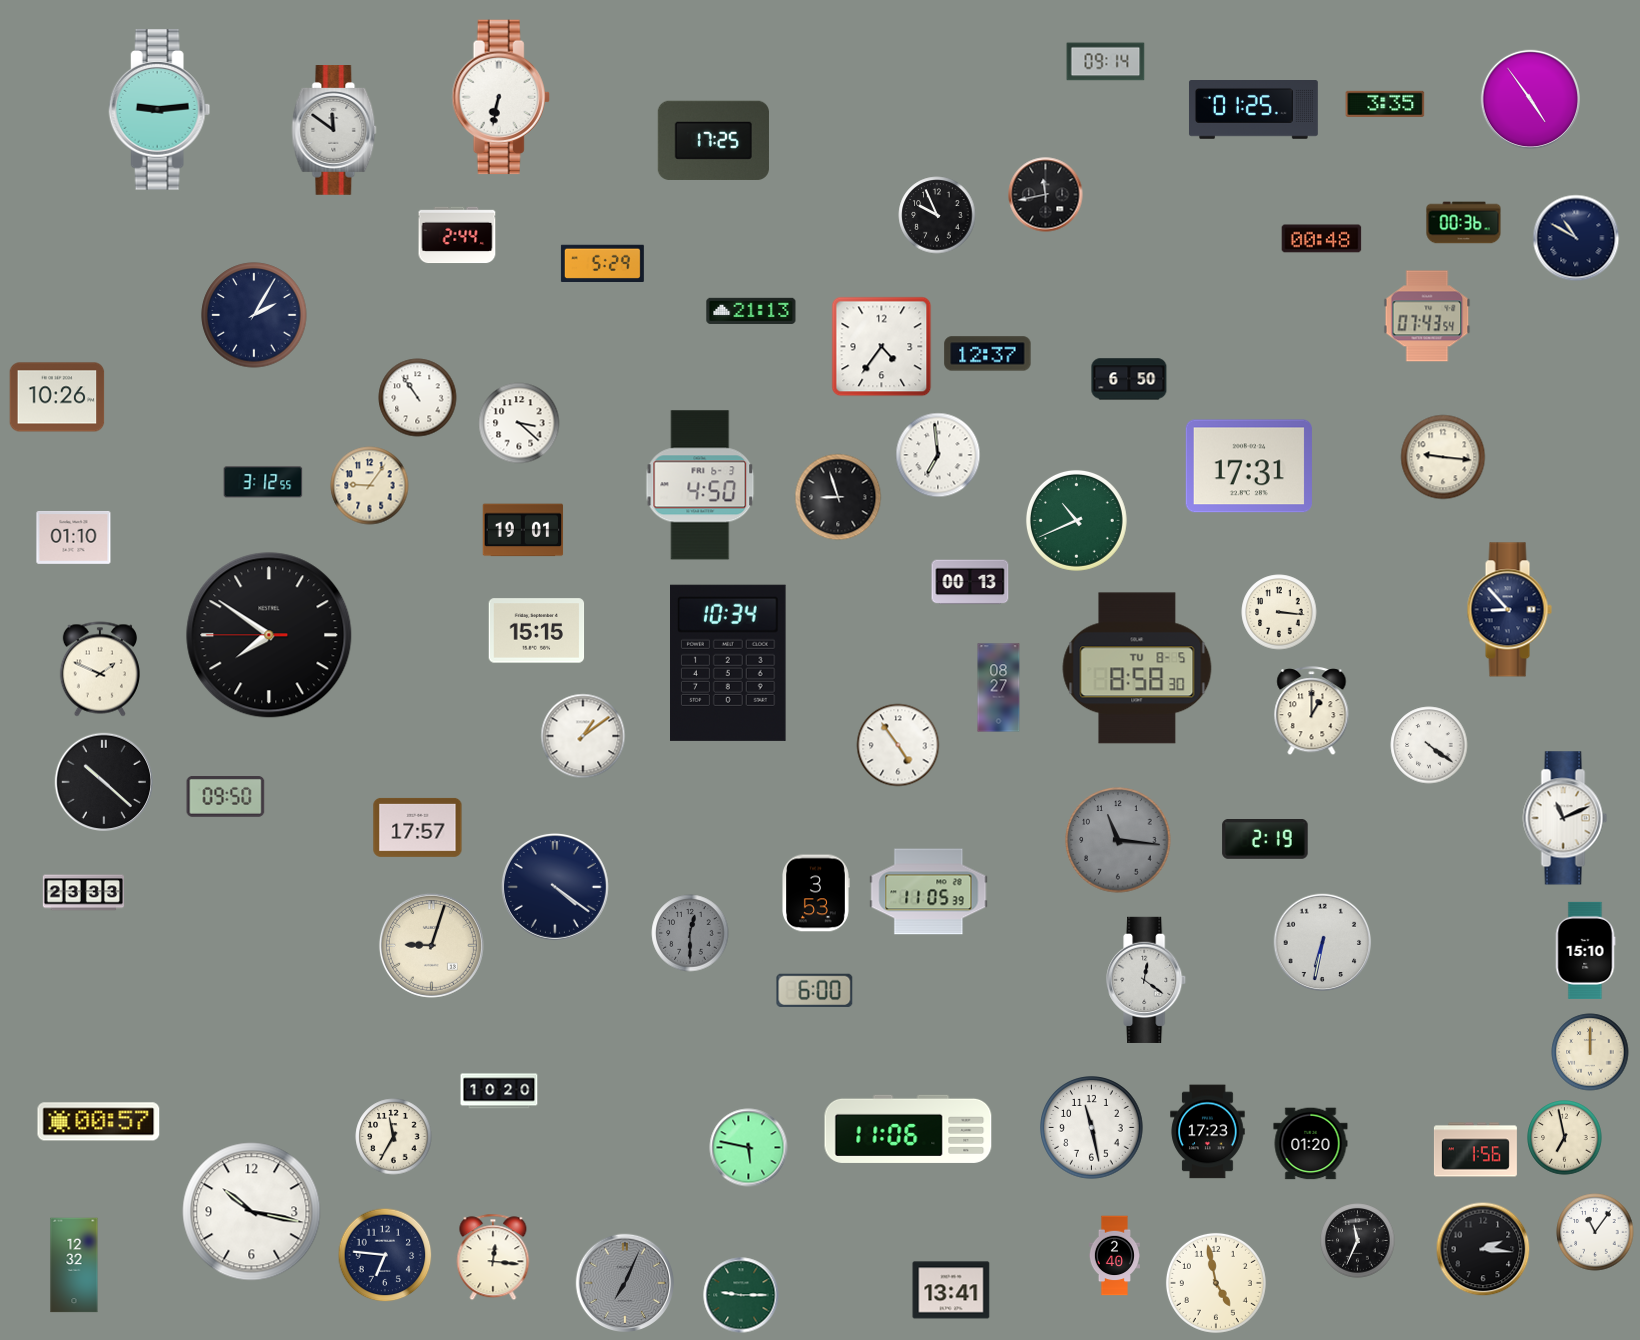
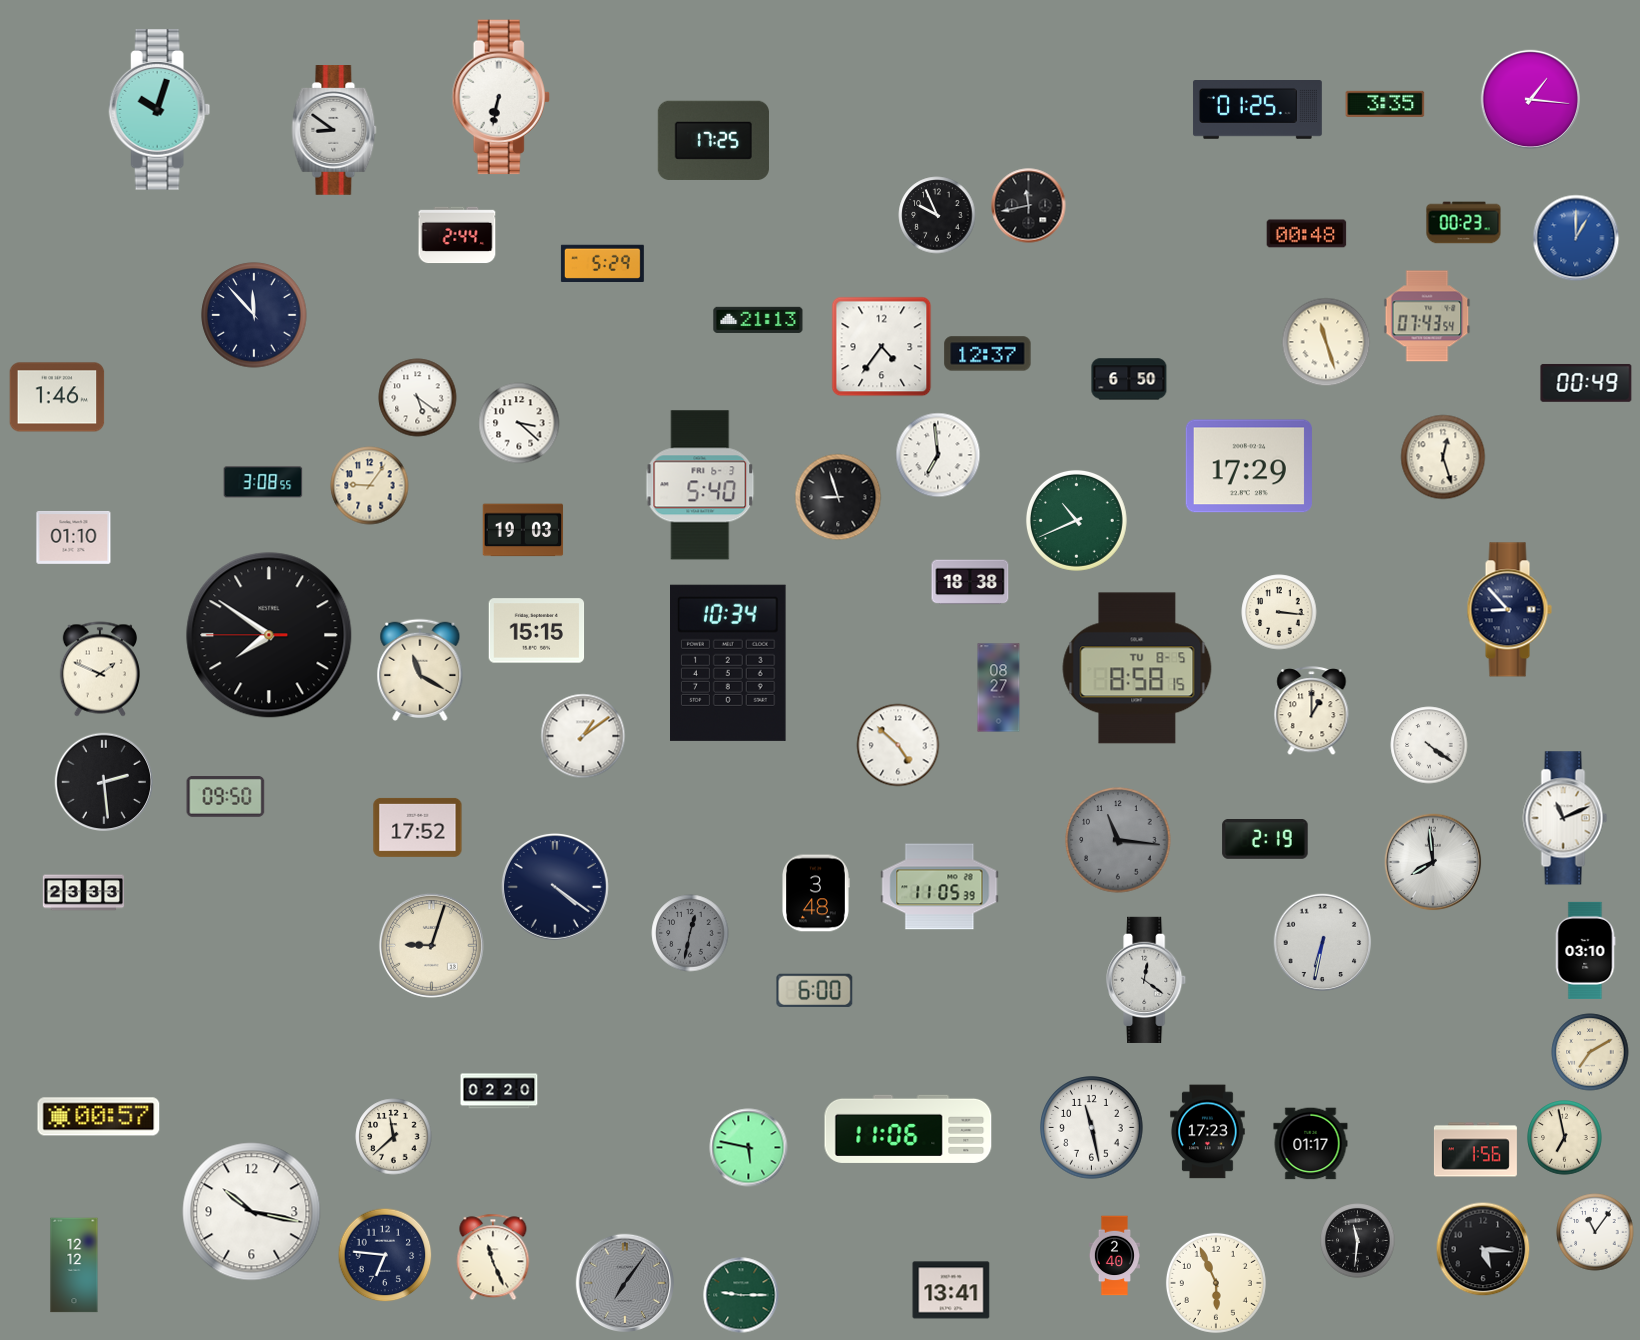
clock at (1106, 62): 09:14 -> none
clock at (1530, 99): 4:54 -> 1:16
clock at (160, 110): 9:14 -> 10:03
clock at (1253, 110) position: (1253, 110) -> (1257, 110)
clock at (334, 131): 11:51 -> 8:51
clock at (1046, 195) position: (1046, 195) -> (1029, 206)
clock at (1464, 223): 00:36 -> 00:23
clock at (1576, 238): 10:50 -> 1:00
clock at (1576, 238) dial: navy -> blue
clock at (1322, 239) position: (1322, 239) -> (1307, 234)
clock at (751, 311) position: (751, 311) -> (758, 320)
clock at (254, 315): 2:05 -> 11:53
clock at (1326, 342): none -> 11:27
clock at (1586, 383): none -> 00:49
clock at (57, 397): 10:26 -> 1:46
clock at (418, 398): 10:54 -> 5:21
clock at (1443, 457): 9:16 -> 12:27
clock at (1249, 466): 17:31 -> 17:29
clock at (263, 482): 3:12 -> 3:08
clock at (700, 485): 4:50 -> 5:40
clock at (523, 530): 19:01 -> 19:03
clock at (970, 582): 00:13 -> 18:38
clock at (1137, 668): 8:58:30 -> 8:58:15
clock at (420, 670): none -> 11:20
clock at (898, 745): 4:54 -> 4:52
clock at (104, 782): 10:22 -> 2:29
clock at (418, 827): 17:57 -> 17:52
clock at (1433, 862): none -> 7:59
clock at (929, 892) position: (929, 892) -> (940, 887)
clock at (816, 893): 3:53 -> 3:48
clock at (690, 933): 12:30 -> 12:32
clock at (1585, 950): 15:10 -> 03:10
clock at (1590, 1052): 12:00 -> 7:10
clock at (499, 1091): 10:20 -> 02:20
clock at (99, 1122) position: (99, 1122) -> (99, 1117)
clock at (394, 1137): 11:35 -> 11:38
clock at (1311, 1144): 01:20 -> 01:17
clock at (1358, 1241): 11:34 -> 11:31
clock at (1483, 1249): 2:16 -> 5:16
clock at (493, 1257): 12:16 -> 11:26
clock at (74, 1265): 12:32 -> 12:12
clock at (625, 1283): 7:04 -> 7:06
clock at (1216, 1283): 4:58 -> 5:56
